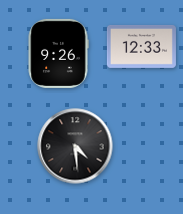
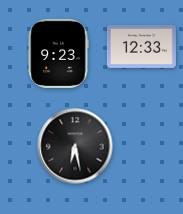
clock at (58, 53): 9:26 -> 9:23
clock at (75, 146): 4:29 -> 6:28
